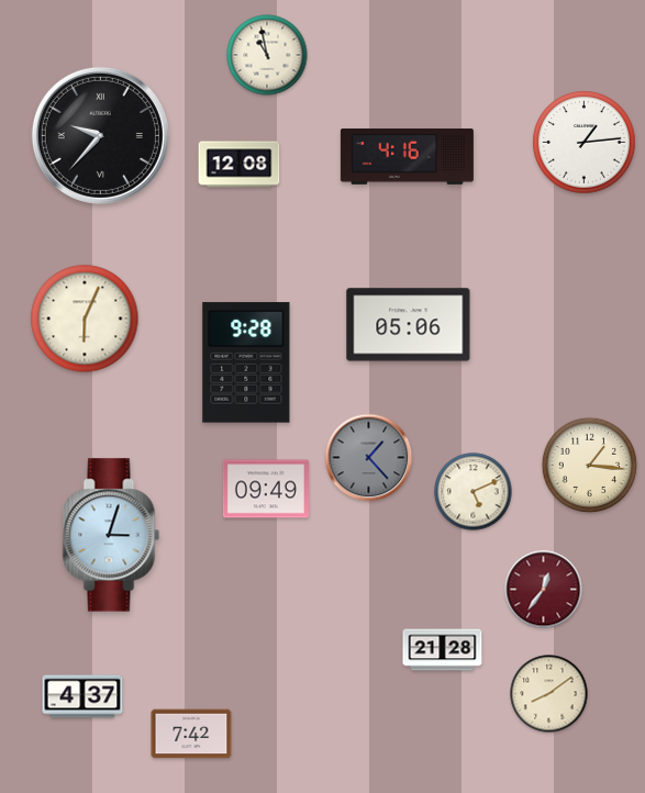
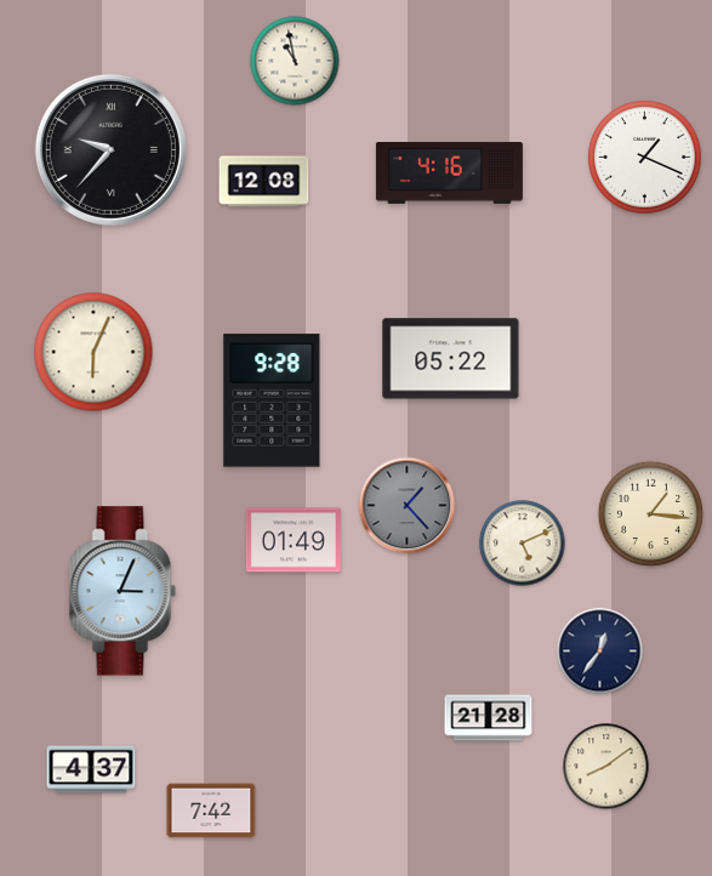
clock at (585, 143): 1:14 -> 1:19
clock at (409, 325): 05:06 -> 05:22
clock at (266, 489): 09:49 -> 01:49
clock at (111, 535): 3:03 -> 3:04
clock at (544, 590) dial: burgundy -> navy
